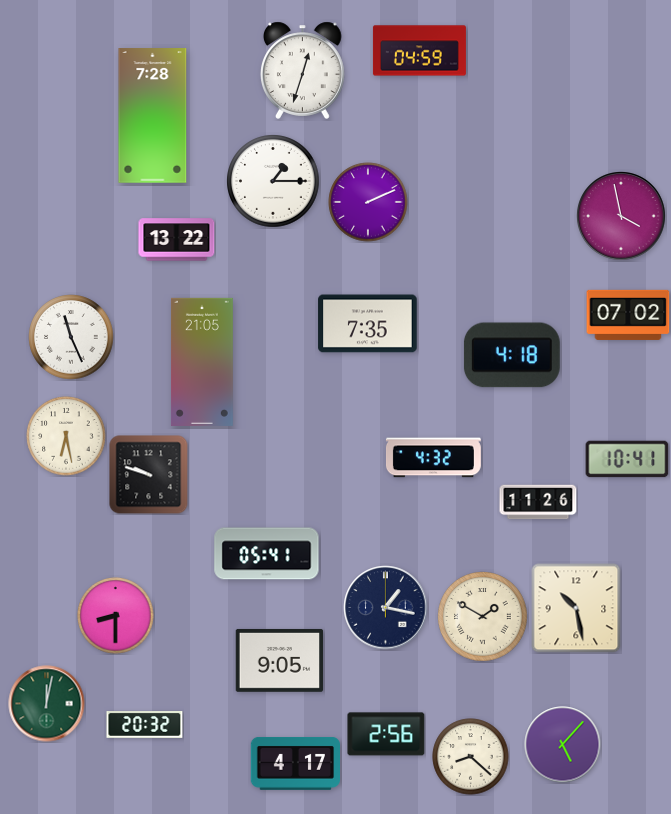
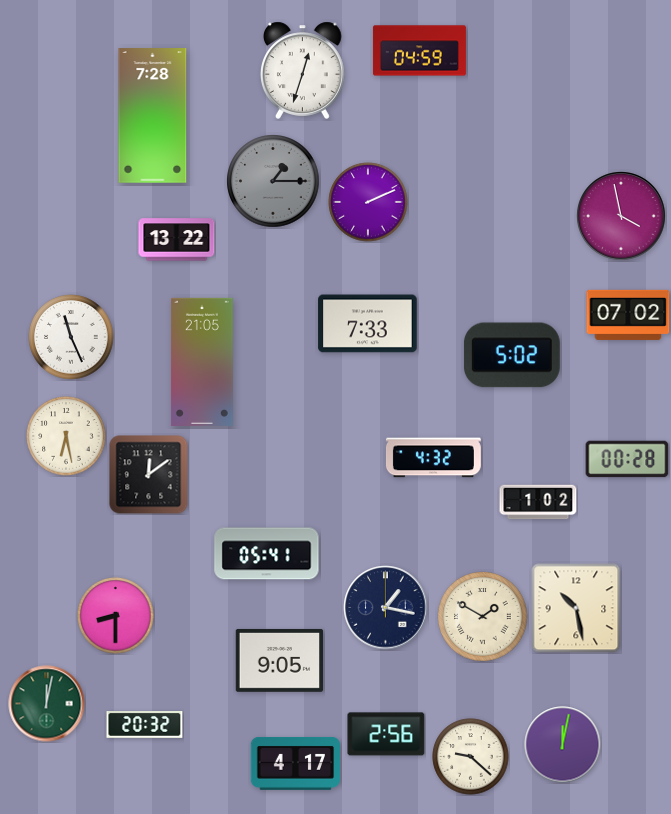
clock at (273, 181) dial: white -> grey
clock at (368, 324): 7:35 -> 7:33
clock at (512, 355): 4:18 -> 5:02
clock at (627, 459): 10:41 -> 00:28
clock at (149, 475): 9:48 -> 12:09
clock at (538, 502): 11:26 -> 1:02
clock at (563, 745): 5:07 -> 12:02
clock at (471, 757): 8:22 -> 9:22
